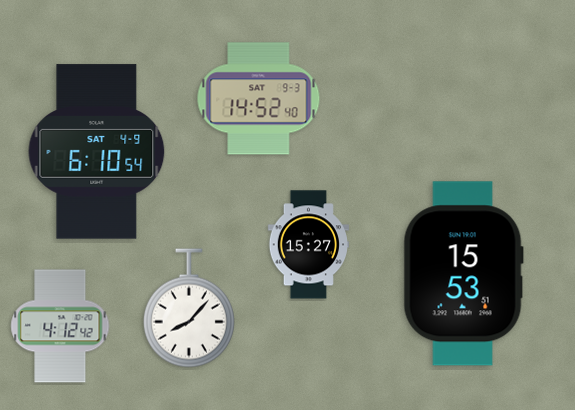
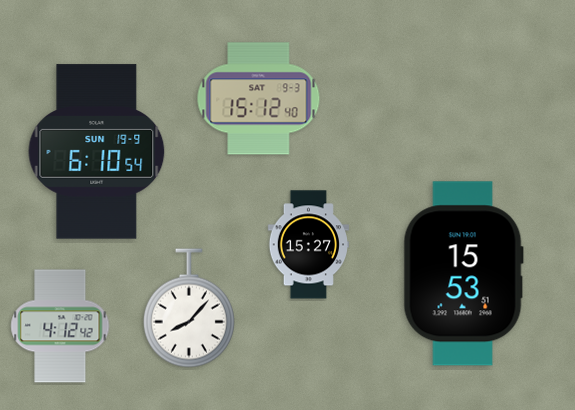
clock at (259, 99): 14:52 -> 15:12
clock at (97, 152) date: SAT 4-9 -> SUN 19-9
